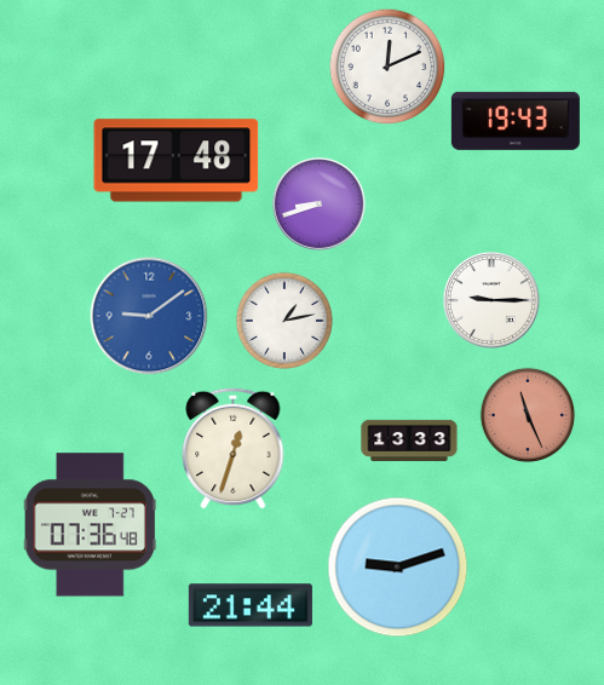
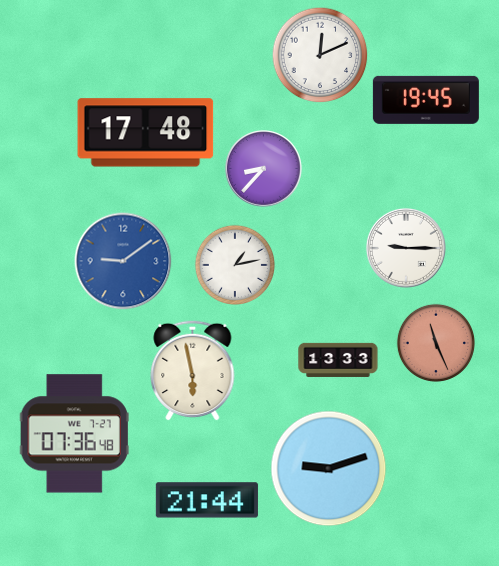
clock at (516, 121): 19:43 -> 19:45
clock at (320, 205): 8:42 -> 8:37
clock at (409, 441) position: (409, 441) -> (338, 360)
clock at (234, 448): 12:33 -> 5:58
